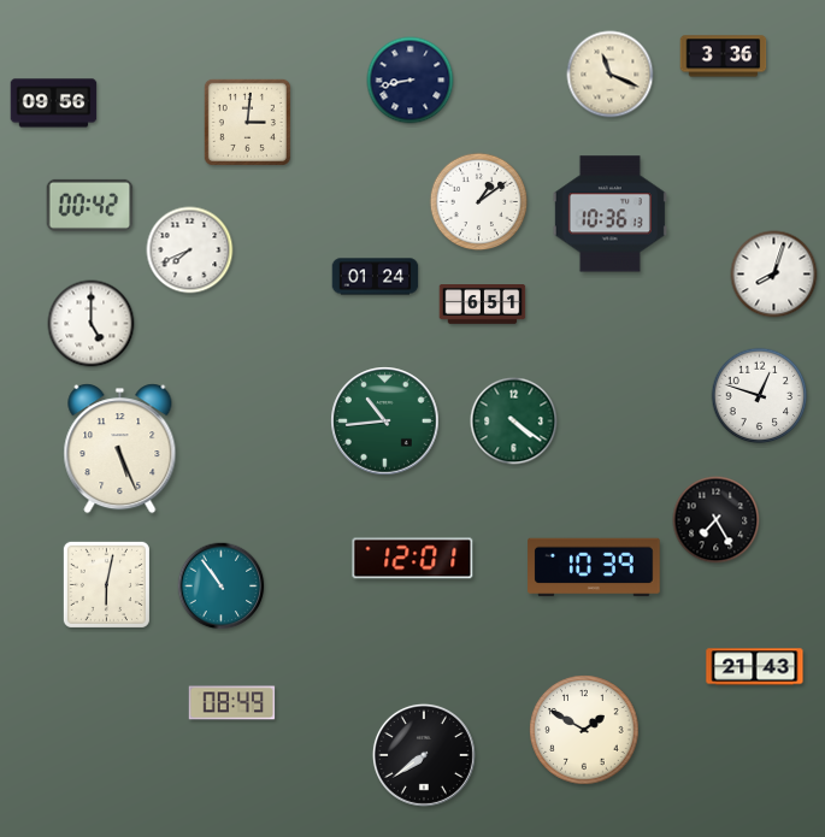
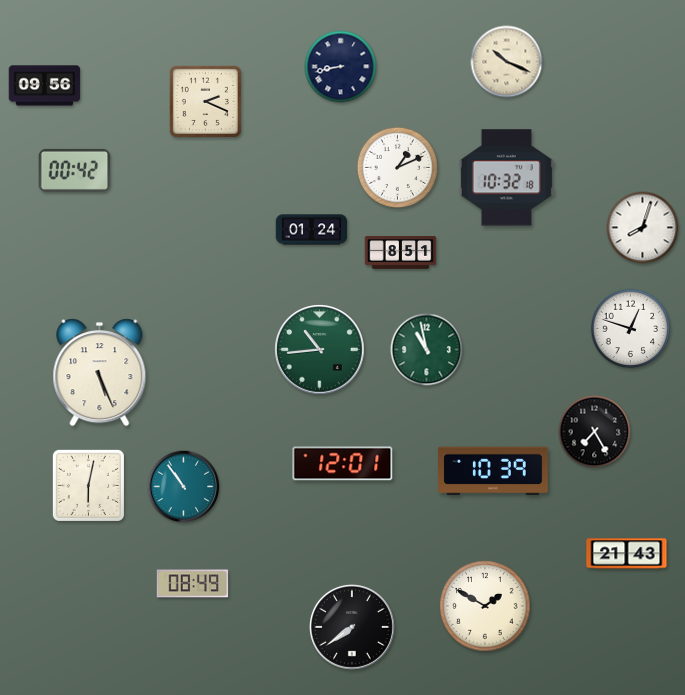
clock at (724, 57): 3:36 -> none
clock at (611, 75): 11:19 -> 10:19
clock at (247, 122): 3:01 -> 2:19
clock at (479, 202): 1:09 -> 1:11
clock at (609, 214): 10:36 -> 10:32
clock at (190, 250): 7:41 -> none
clock at (483, 305): 6:51 -> 8:51
clock at (92, 324): 5:00 -> none
clock at (514, 422): 4:21 -> 10:58
